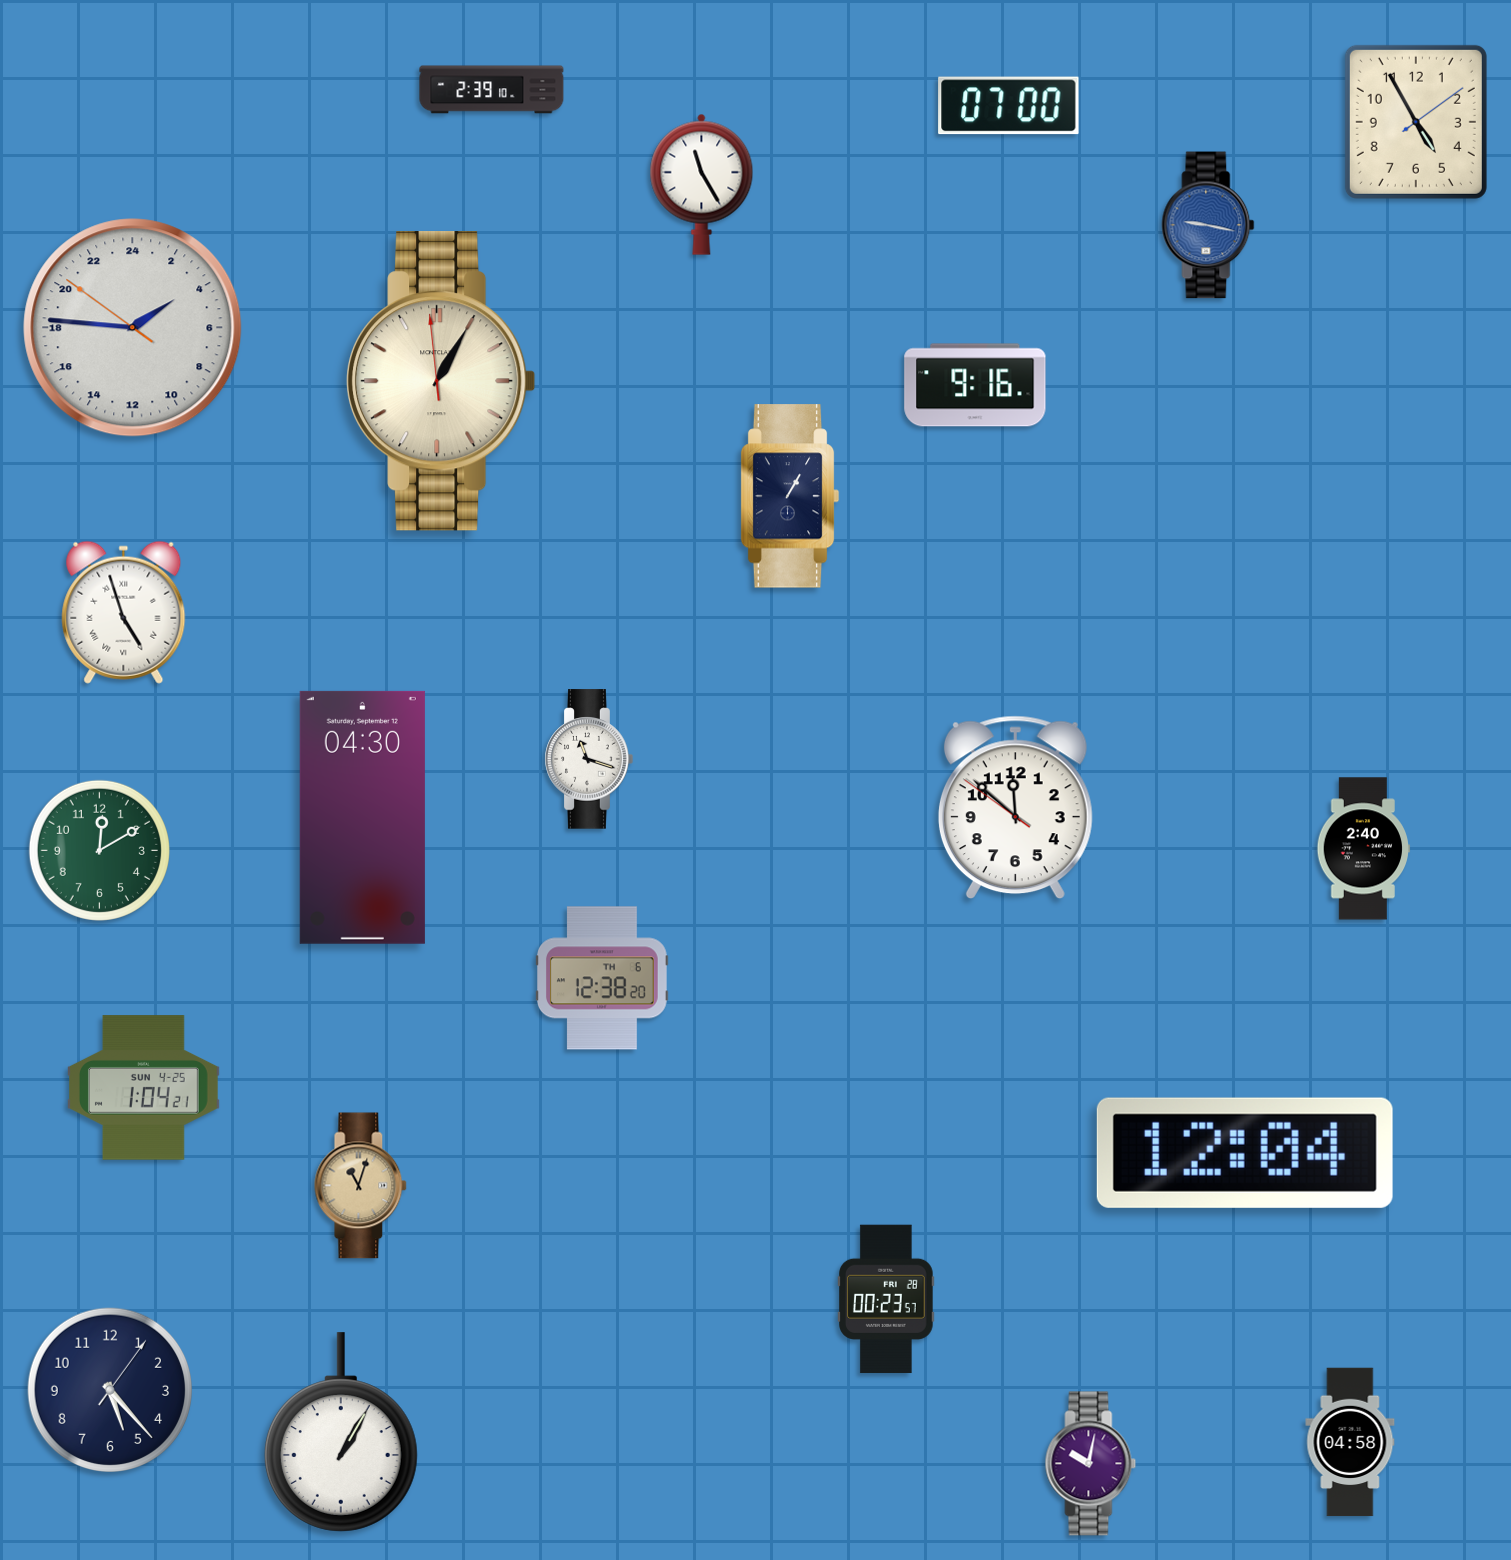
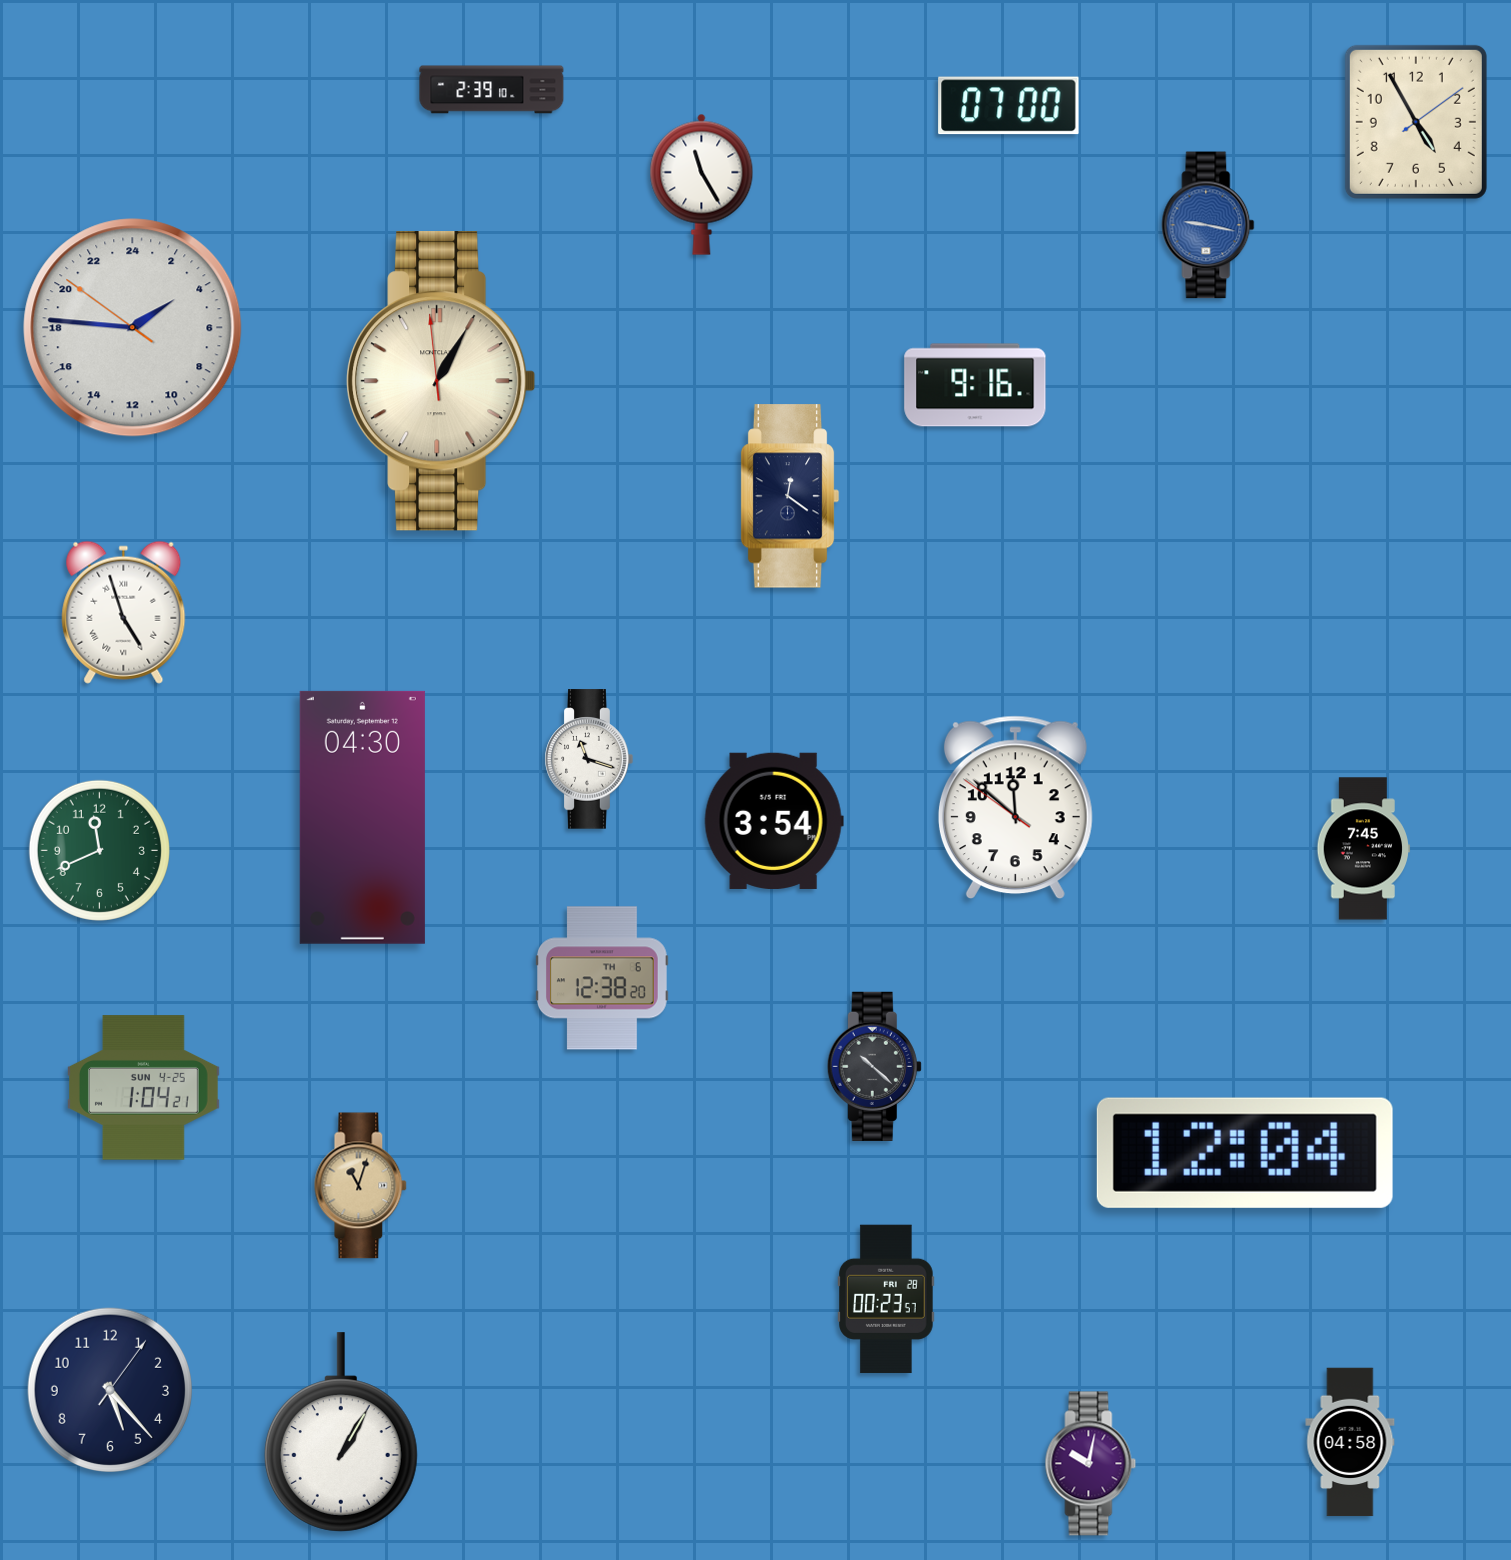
clock at (790, 496): 1:05 -> 12:21
clock at (774, 821): none -> 3:54
clock at (1364, 849): 2:40 -> 7:45
clock at (99, 850): 12:10 -> 11:41
clock at (874, 1066): none -> 10:22
